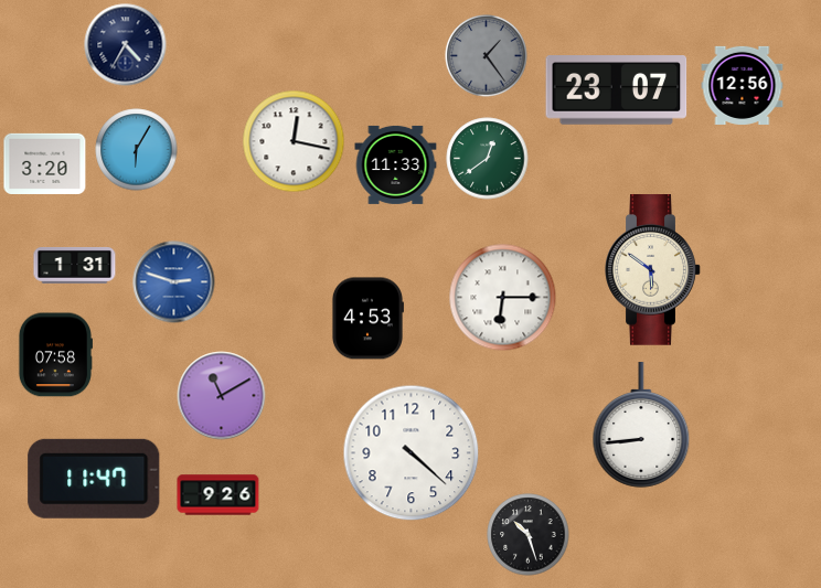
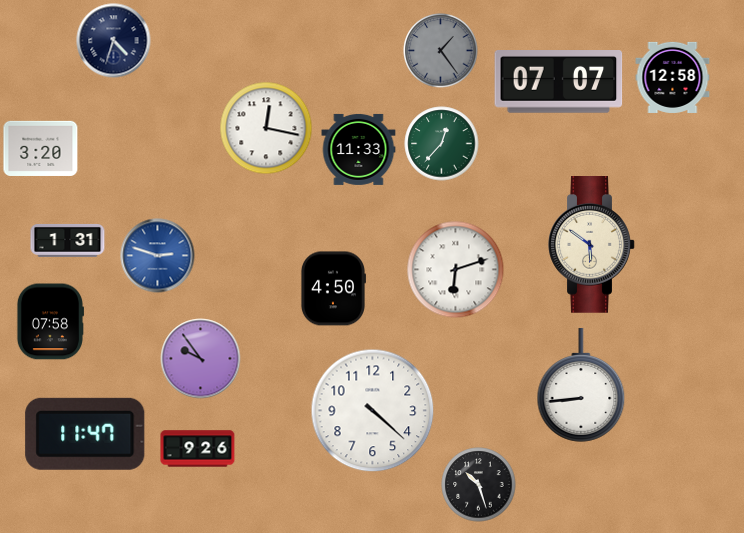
clock at (126, 45): 4:35 -> 4:33
clock at (743, 85): 12:56 -> 12:58
clock at (617, 90): 23:07 -> 07:07
clock at (137, 150): 6:05 -> none
clock at (488, 159): 12:39 -> 12:37
clock at (503, 298): 6:15 -> 6:12
clock at (367, 319): 4:53 -> 4:50
clock at (222, 396): 11:10 -> 9:54
